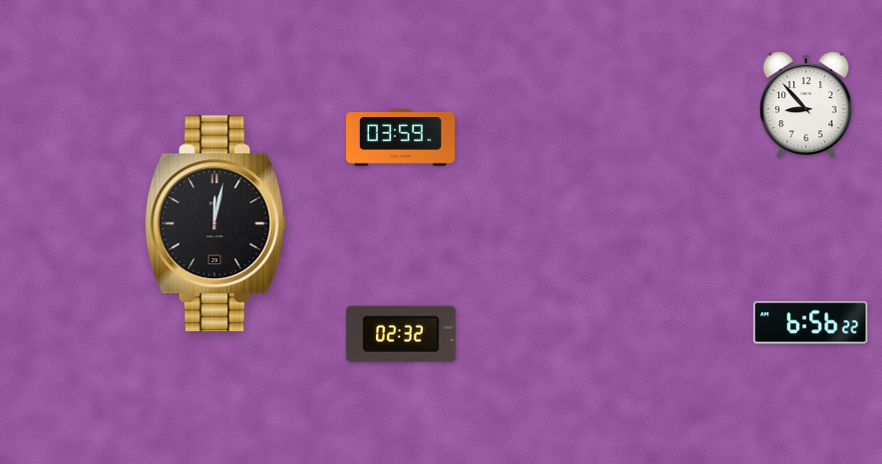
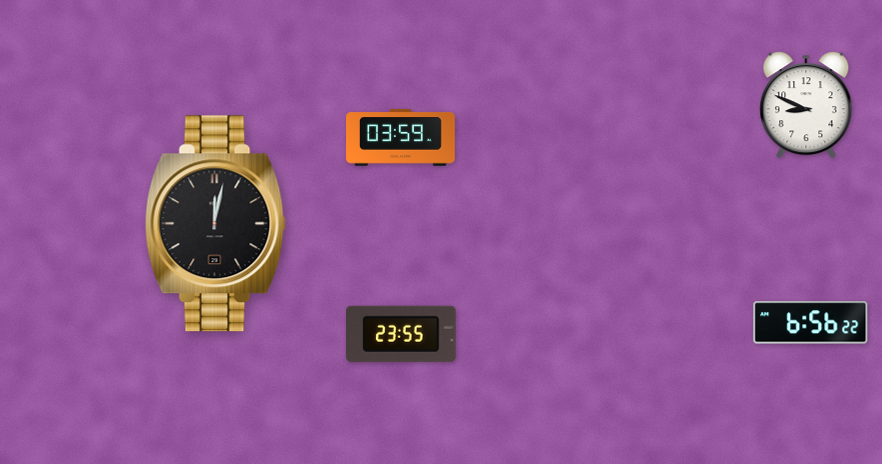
clock at (806, 105): 8:53 -> 8:49
clock at (401, 334): 02:32 -> 23:55
